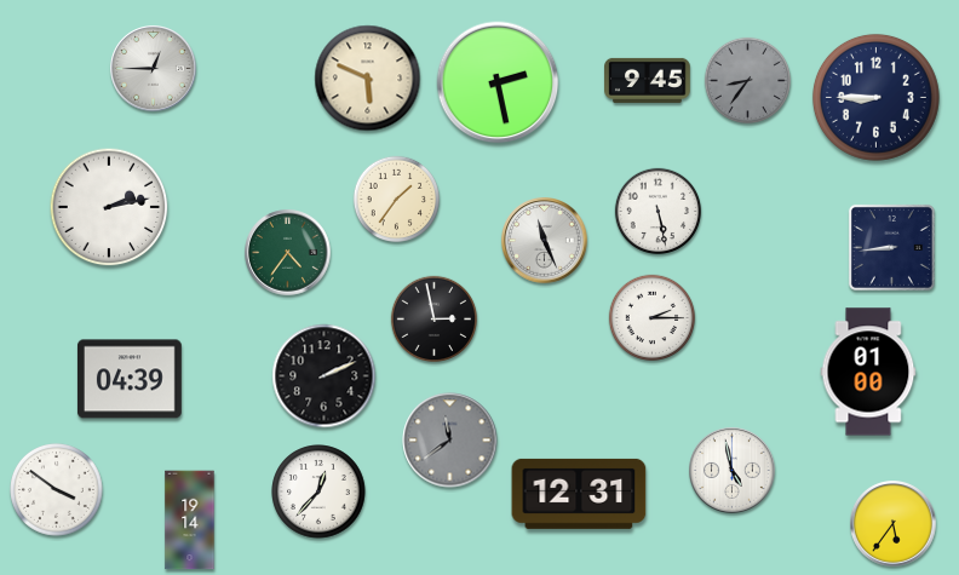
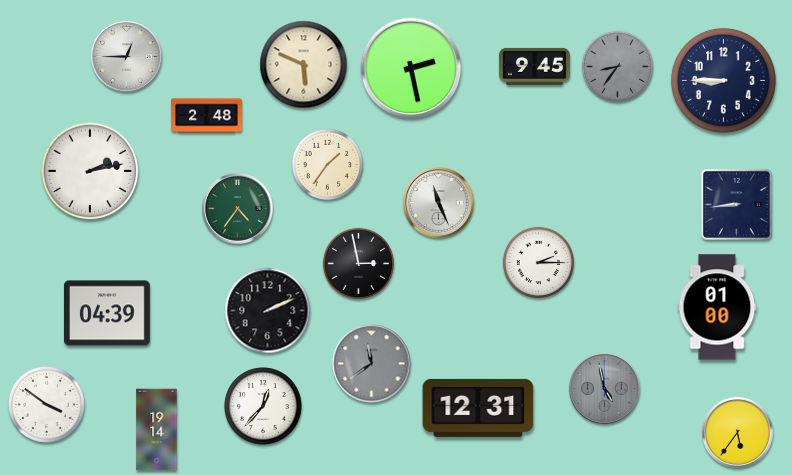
clock at (207, 116): none -> 2:48
clock at (659, 212): 5:28 -> none
clock at (545, 241) position: (545, 241) -> (439, 203)
clock at (733, 471) dial: white -> grey
